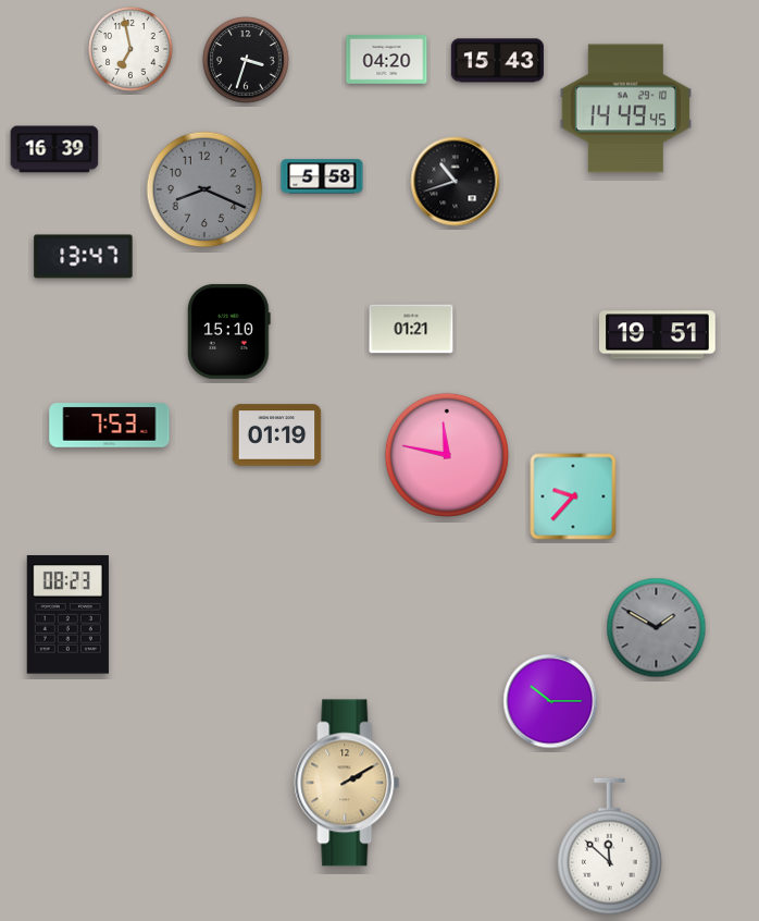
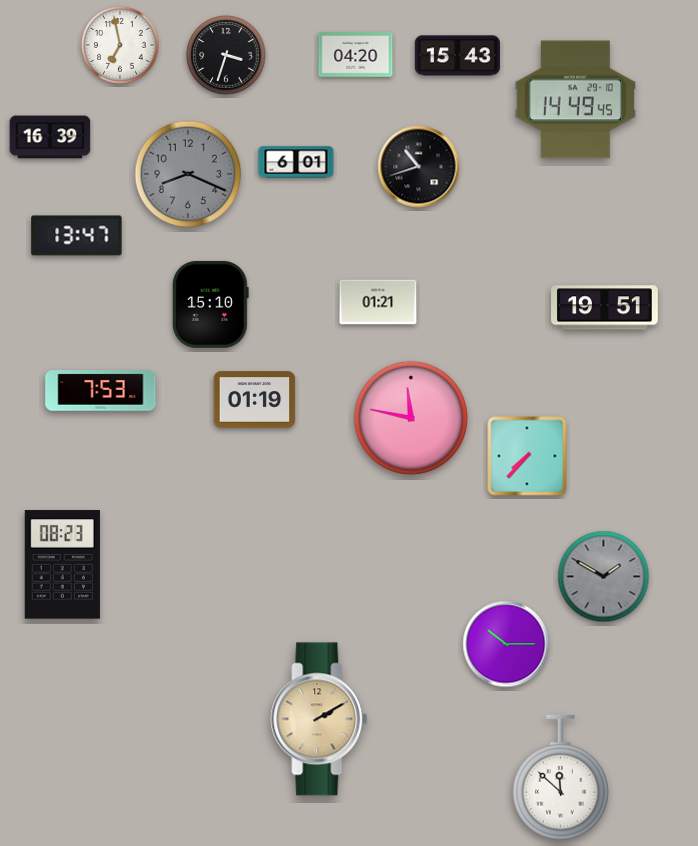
clock at (322, 176): 5:58 -> 6:01
clock at (573, 496): 9:37 -> 7:37
